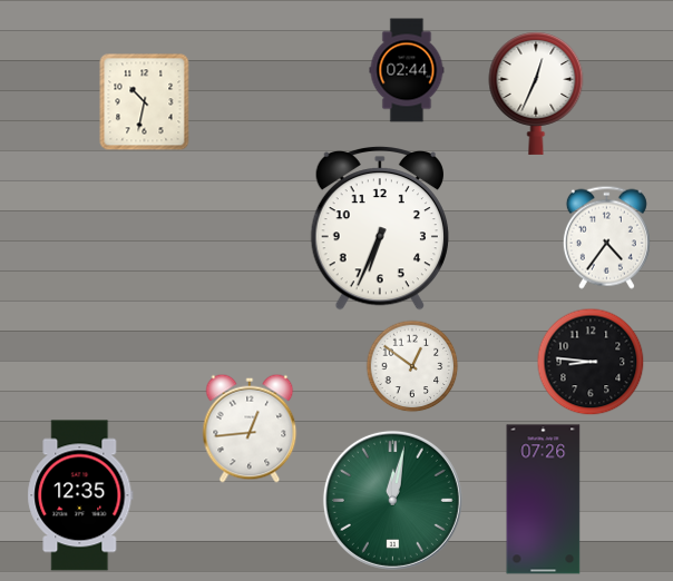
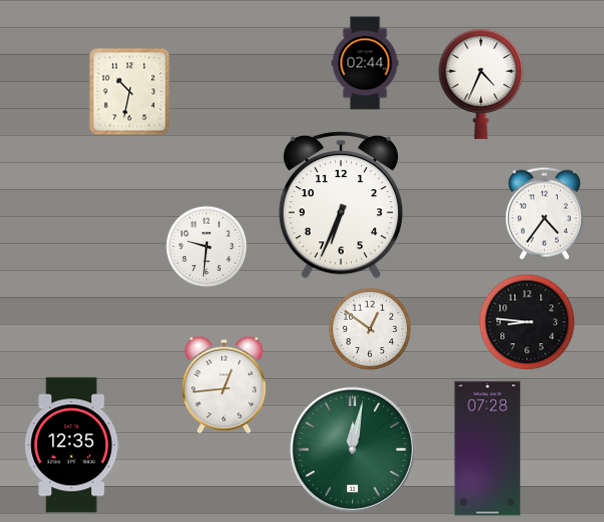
clock at (536, 93): 12:34 -> 4:34
clock at (206, 246): none -> 9:31
clock at (591, 362) position: (591, 362) -> (527, 322)
clock at (544, 500): 07:26 -> 07:28
